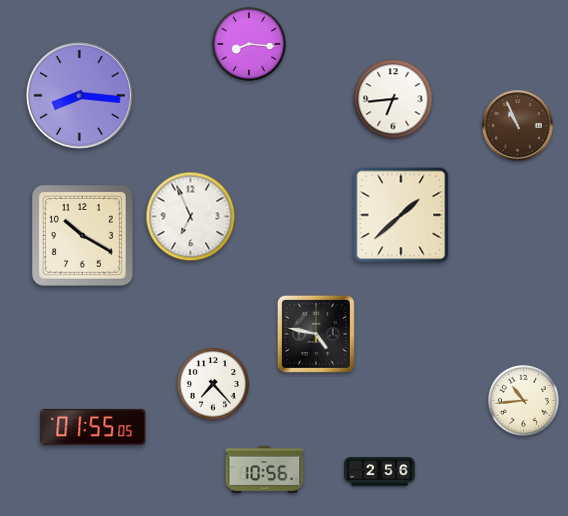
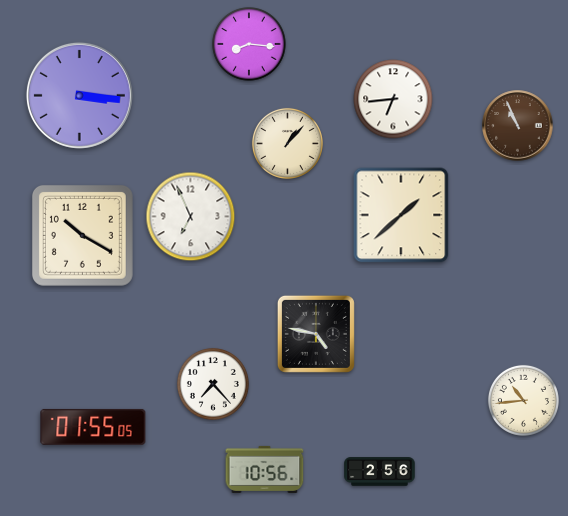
clock at (79, 95): 8:16 -> 3:16
clock at (287, 143): none -> 1:07
